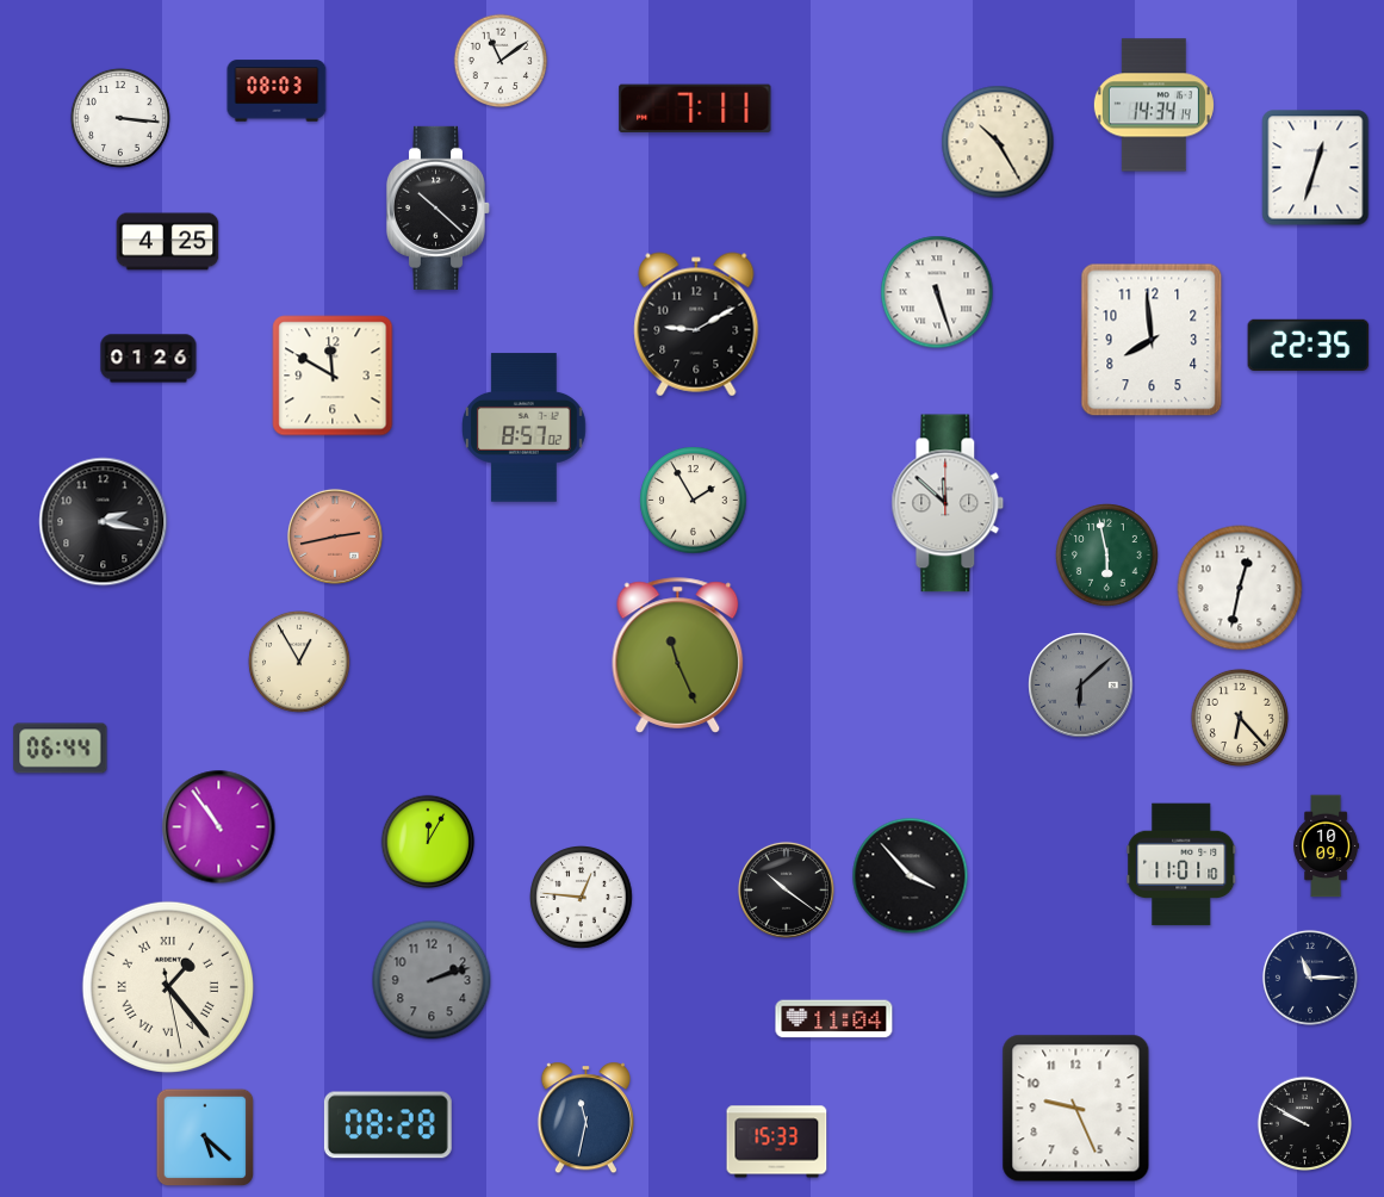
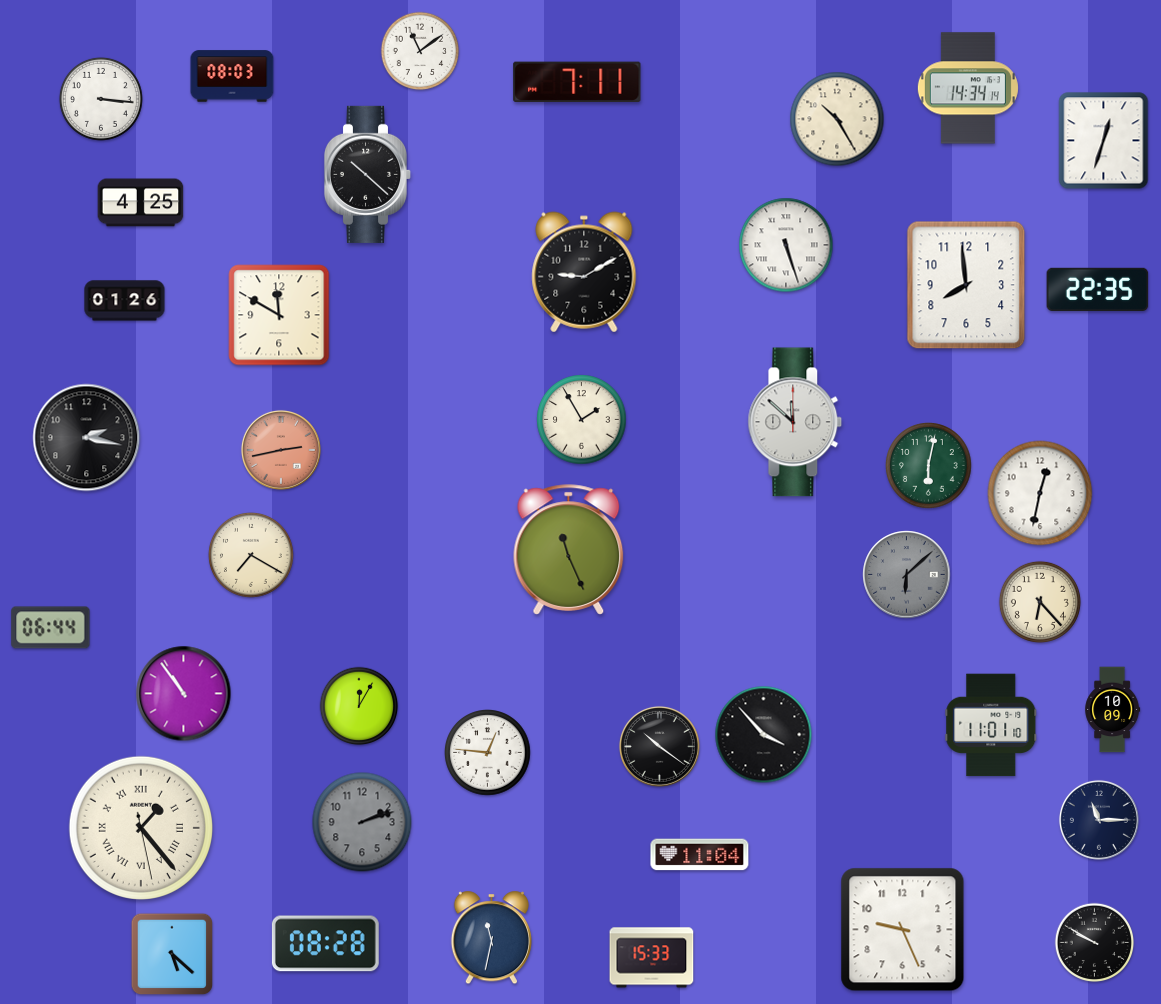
clock at (695, 107) position: (695, 107) -> (577, 81)
clock at (525, 428): 8:57 -> none
clock at (1107, 556): 5:58 -> 6:02
clock at (300, 663): 12:55 -> 7:20
